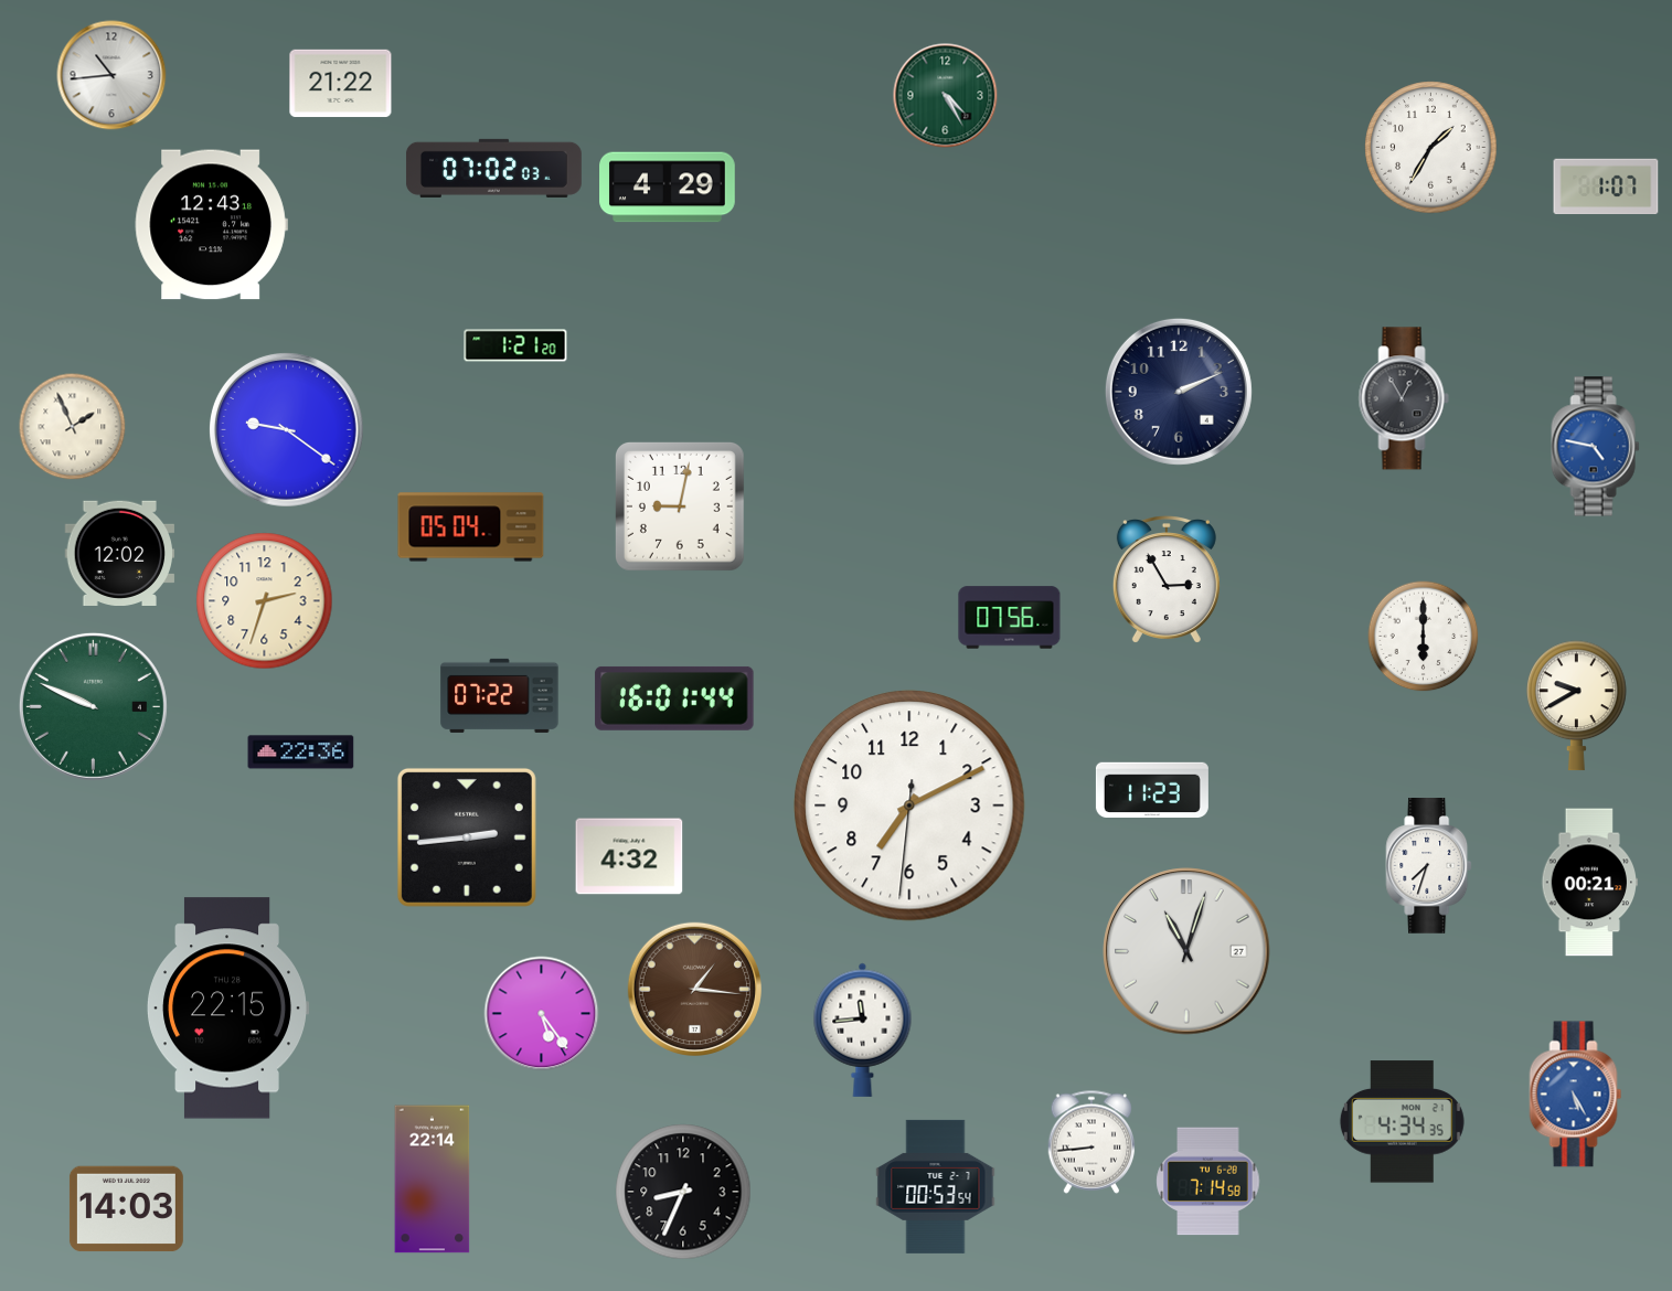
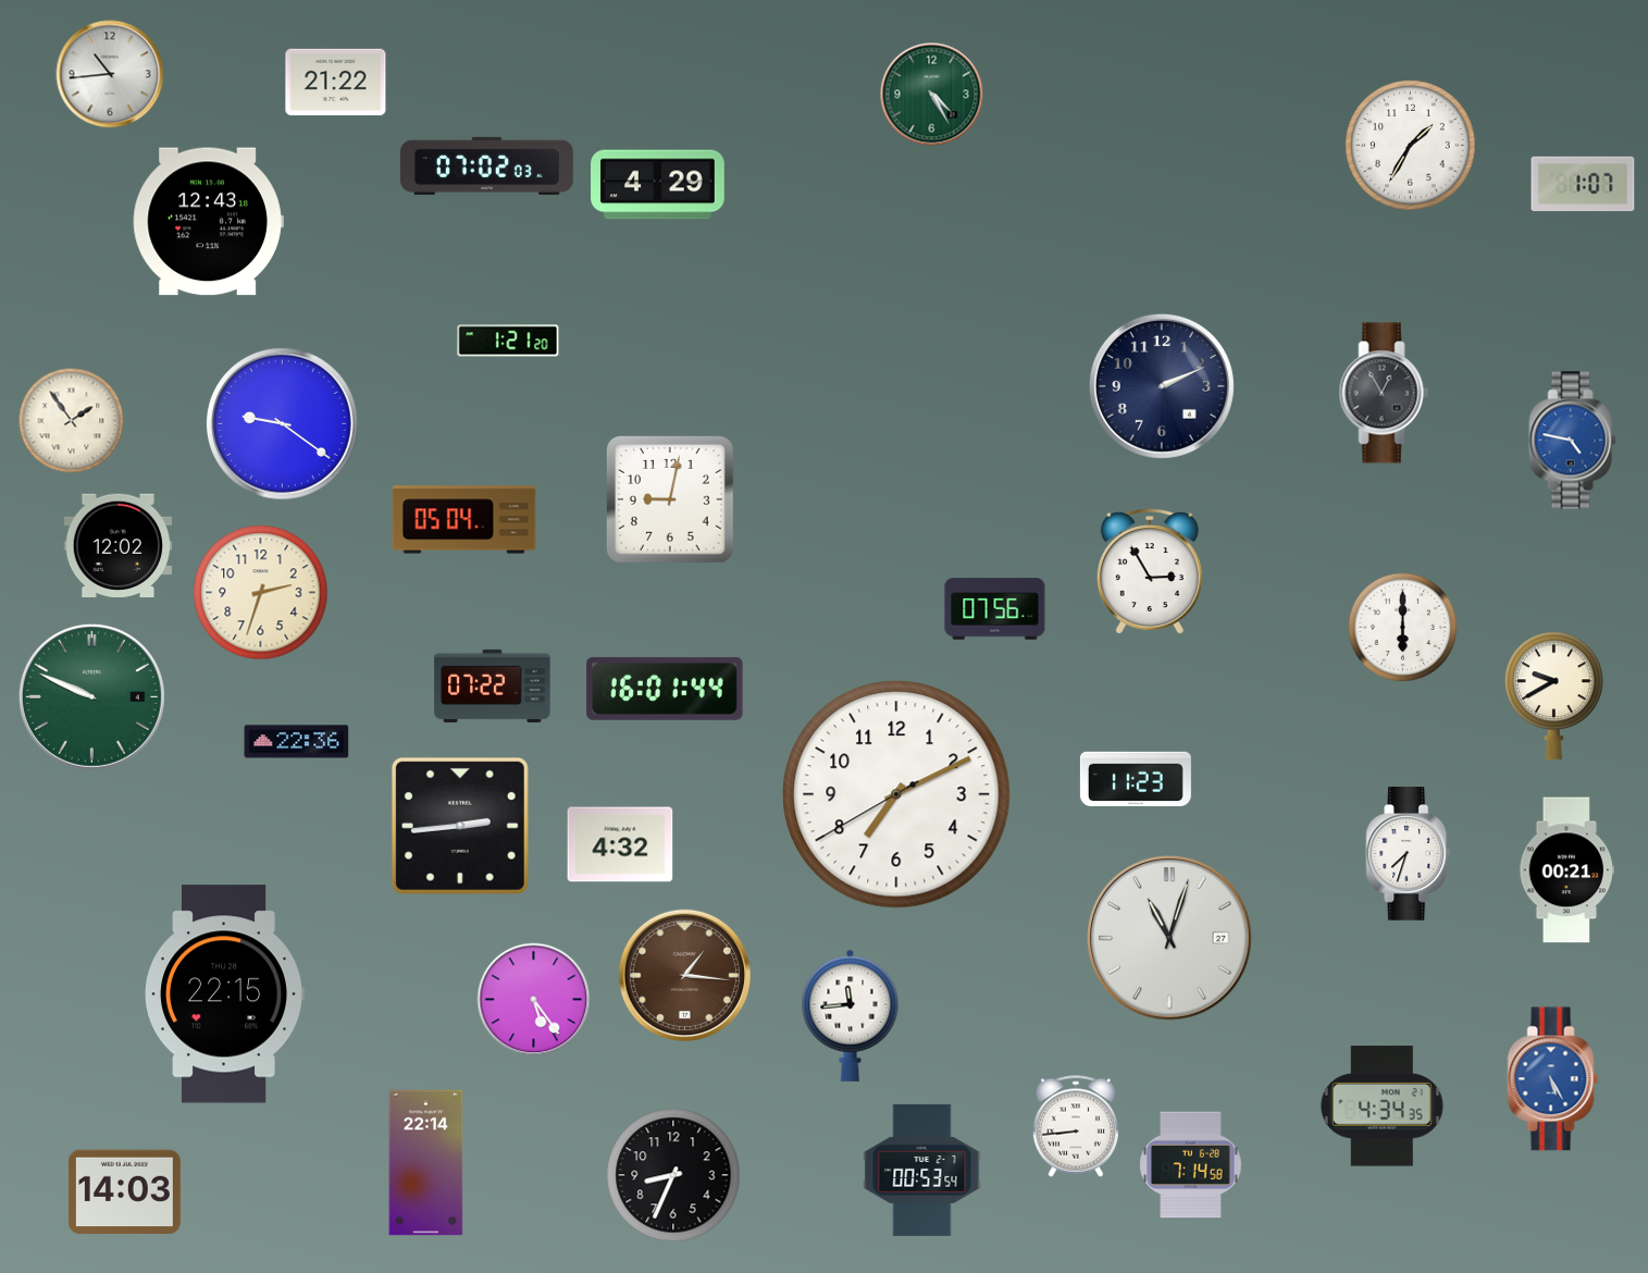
clock at (73, 427): 1:56 -> 1:54
clock at (909, 805): 7:10:31 -> 7:10:40
